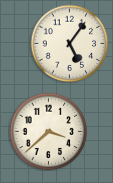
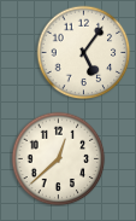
clock at (48, 131): 3:38 -> 12:38
